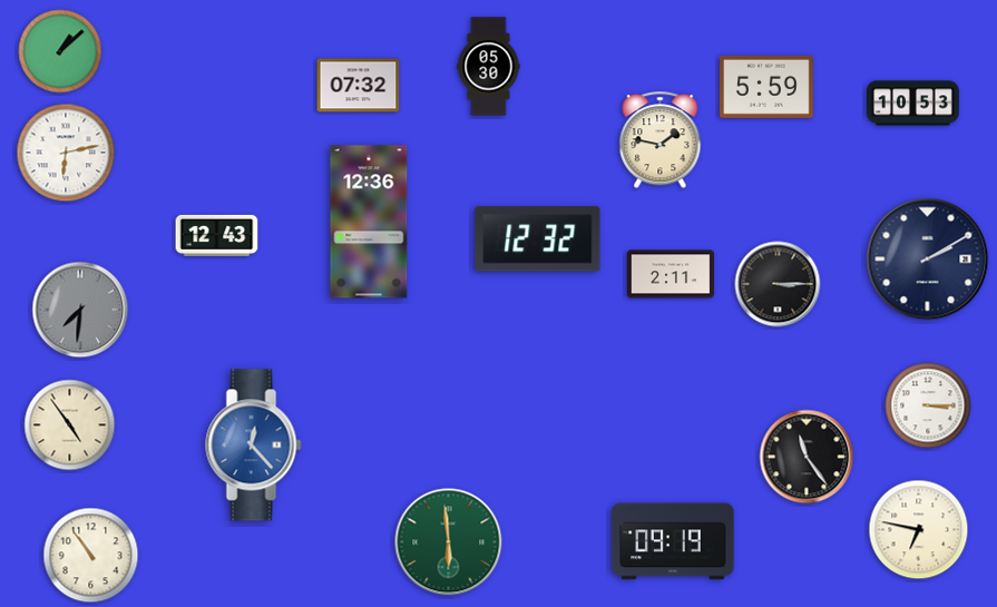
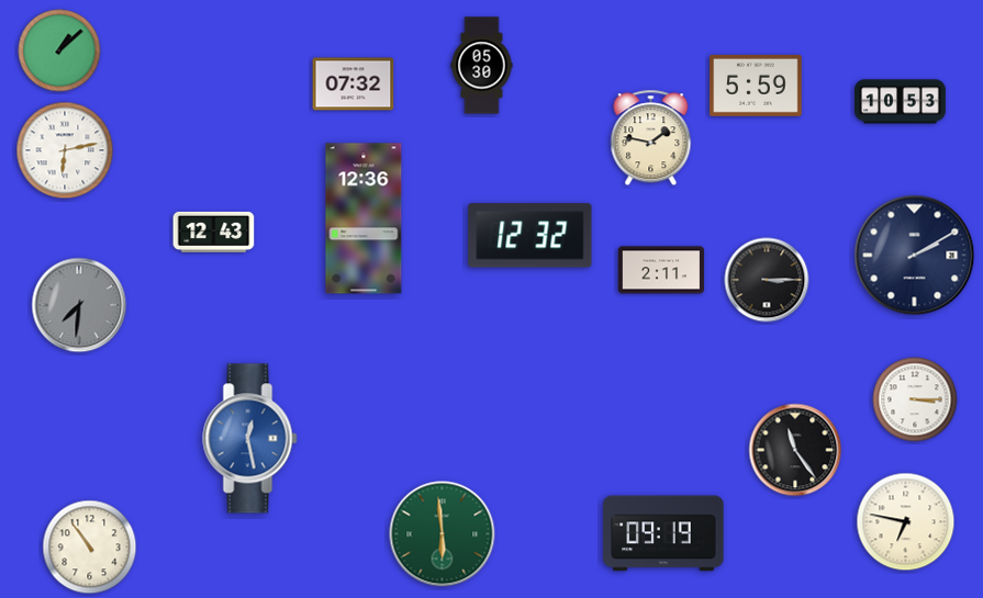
clock at (70, 425): 4:54 -> none
clock at (254, 446): 12:23 -> 12:28
